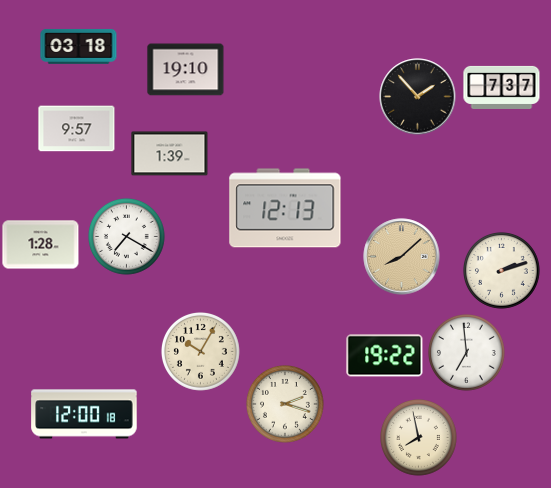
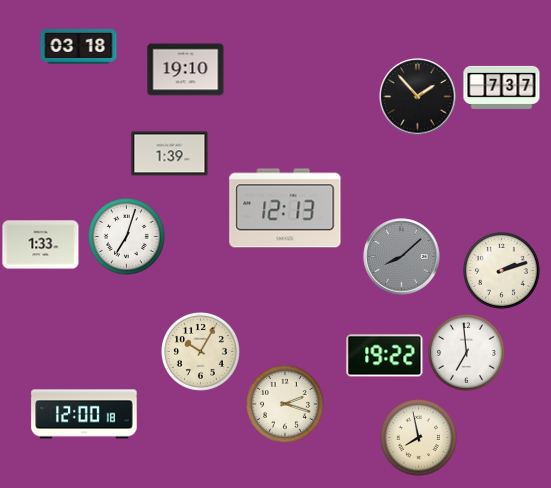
clock at (77, 129): 9:57 -> none
clock at (127, 237): 7:20 -> 7:03
clock at (41, 245): 1:28 -> 1:33
clock at (402, 257) dial: champagne -> grey
